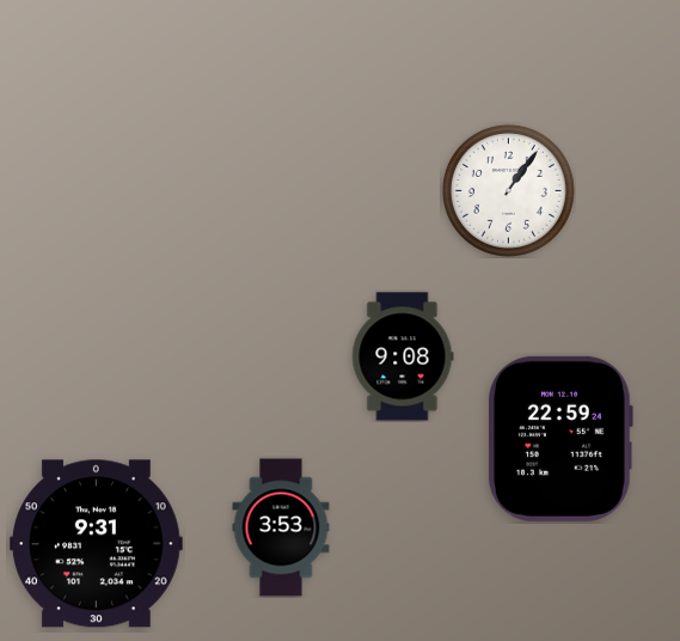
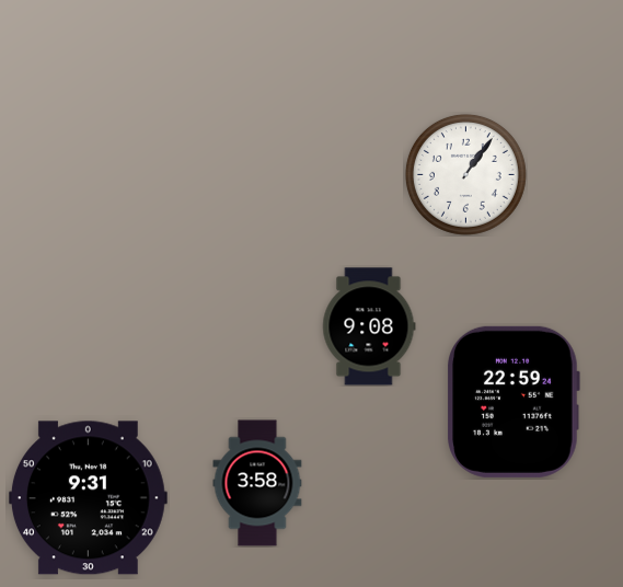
clock at (281, 527): 3:53 -> 3:58
